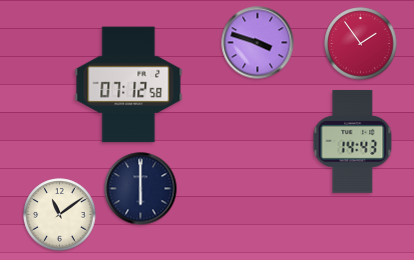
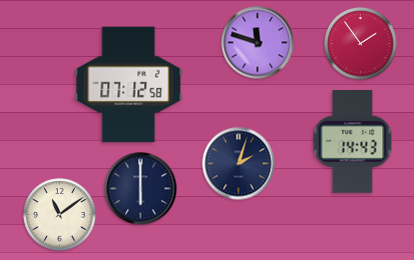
clock at (258, 43): 3:48 -> 11:48
clock at (239, 164): none -> 2:03
